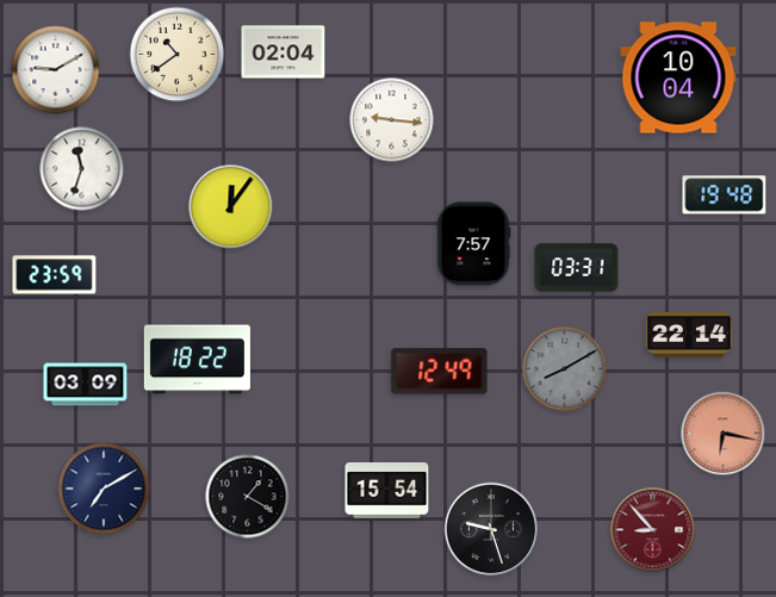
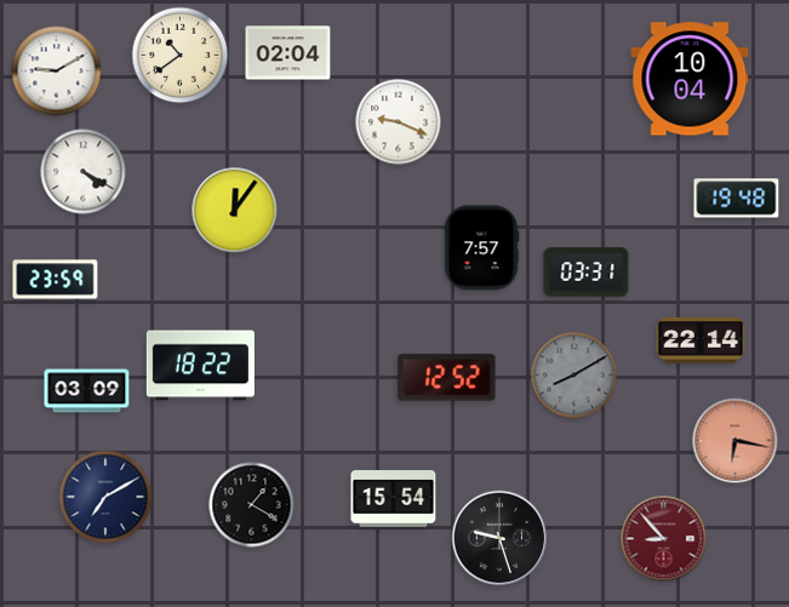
clock at (392, 120): 9:16 -> 9:19
clock at (82, 169): 11:33 -> 4:20
clock at (440, 372): 12:49 -> 12:52
